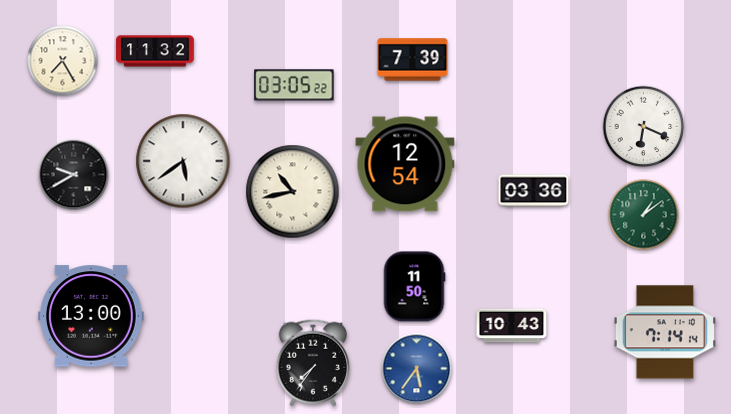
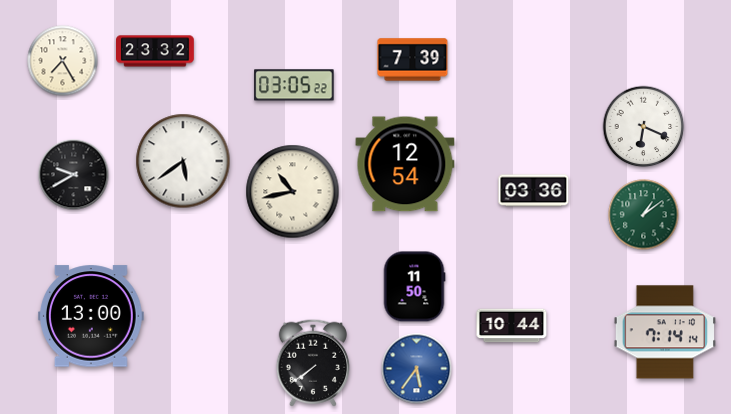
clock at (156, 51): 11:32 -> 23:32
clock at (512, 326): 10:43 -> 10:44
clock at (313, 363): 7:36 -> 7:39
